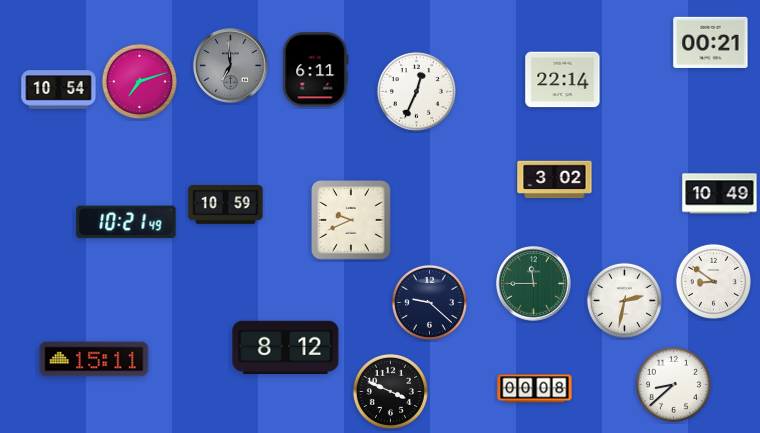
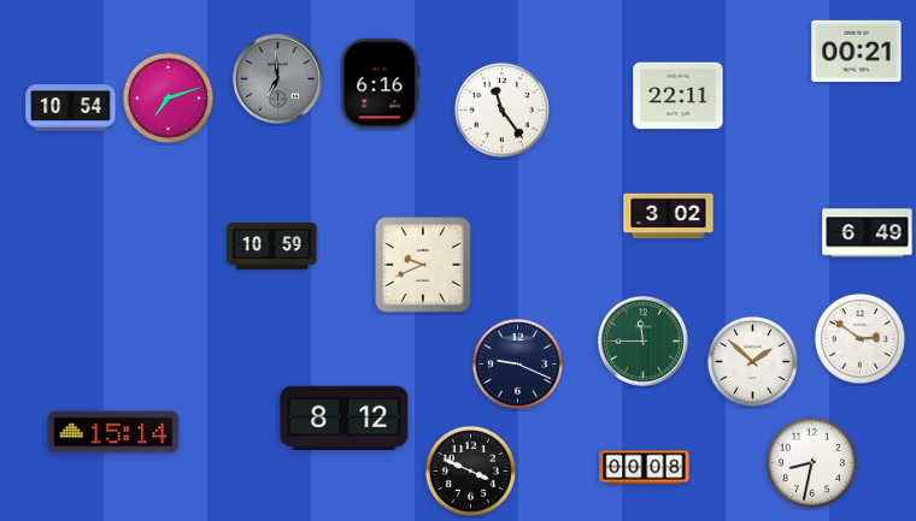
clock at (316, 70): 6:11 -> 6:16
clock at (563, 80): 22:14 -> 22:11
clock at (416, 91): 12:34 -> 11:24
clock at (720, 194): 10:49 -> 6:49
clock at (126, 222): 10:21 -> none
clock at (713, 281): 8:51 -> 2:51
clock at (624, 300): 2:32 -> 1:52
clock at (429, 302): 9:22 -> 9:19
clock at (94, 359): 15:11 -> 15:14
clock at (673, 384): 8:38 -> 8:32
